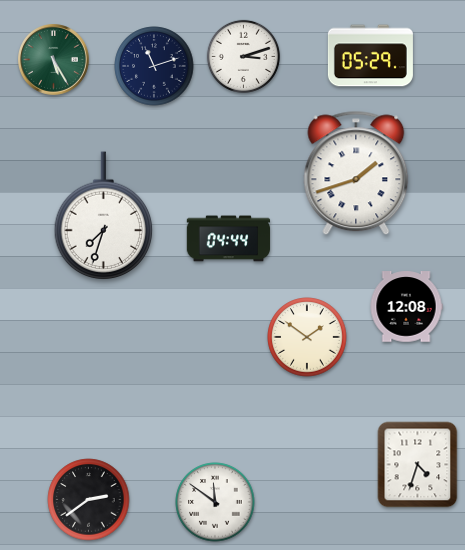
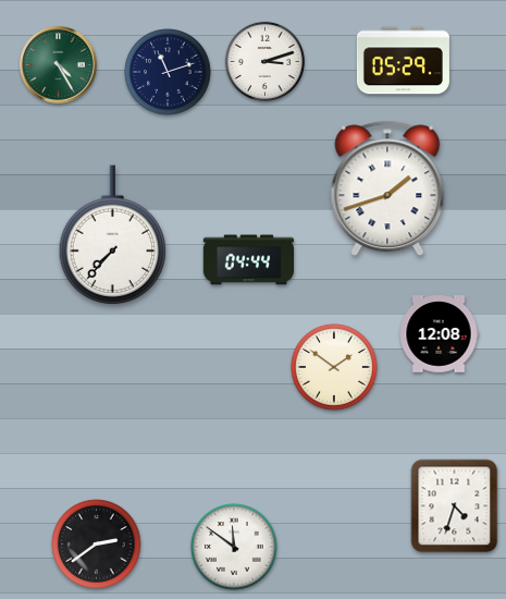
clock at (54, 60): 5:25 -> 4:25
clock at (104, 216): 7:33 -> 7:37
clock at (406, 307) position: (406, 307) -> (439, 334)
